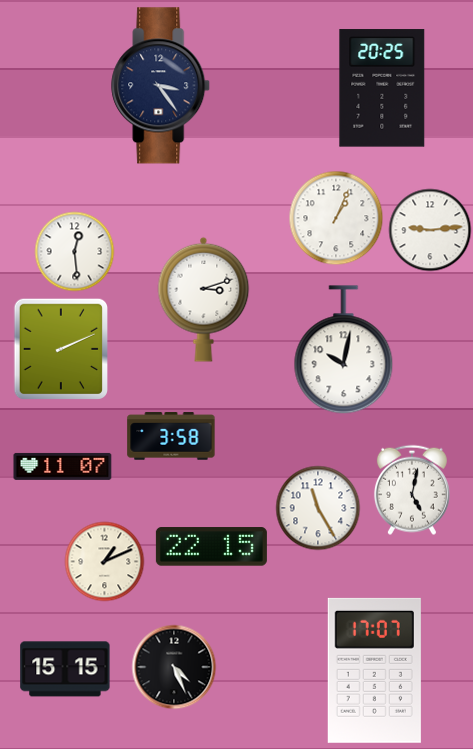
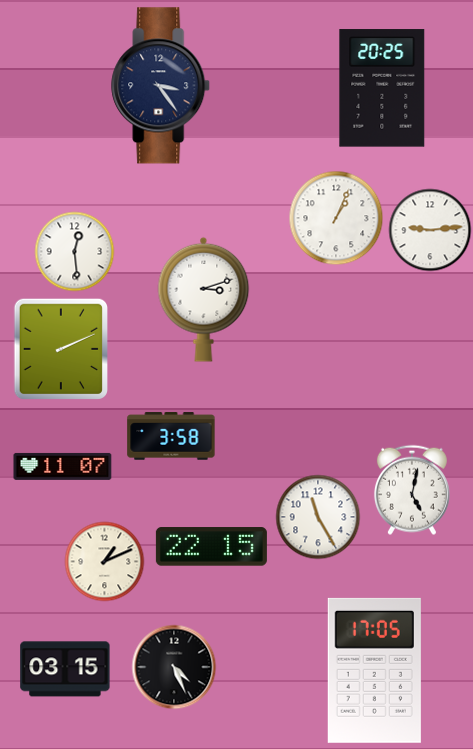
clock at (344, 350): 10:02 -> none
clock at (318, 508) position: (318, 508) -> (318, 517)
clock at (65, 669): 15:15 -> 03:15
clock at (374, 670): 17:07 -> 17:05
